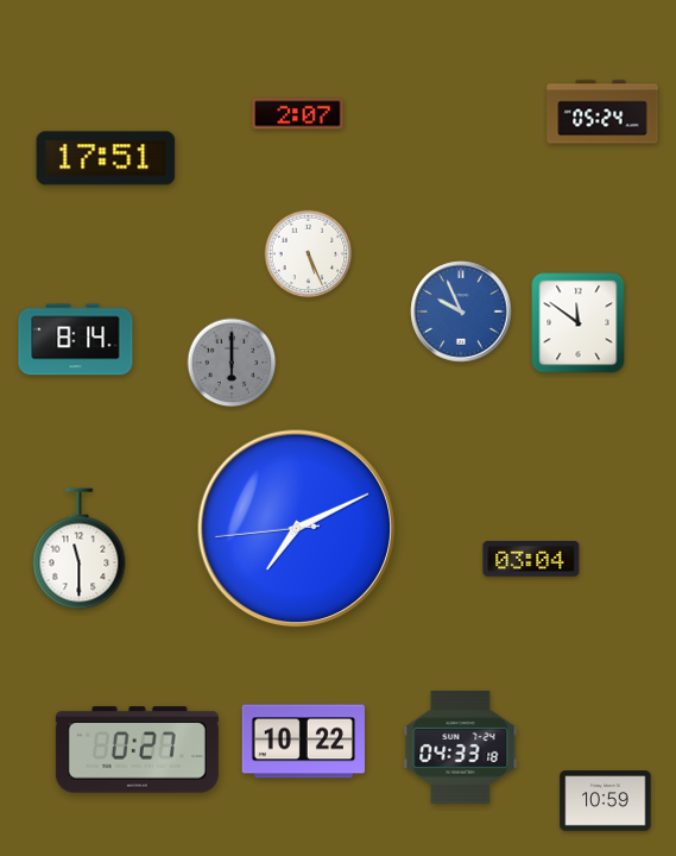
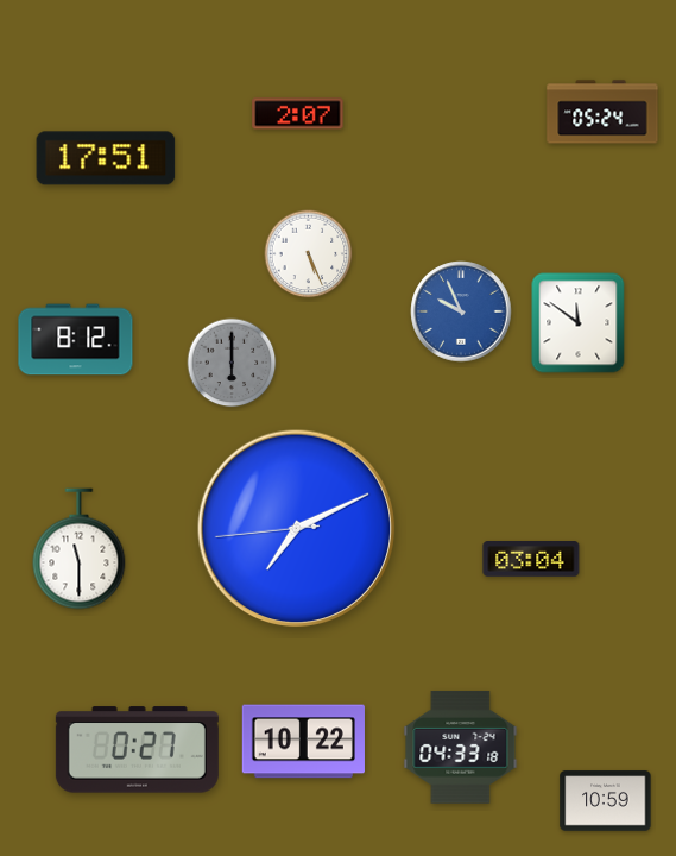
clock at (76, 340): 8:14 -> 8:12
